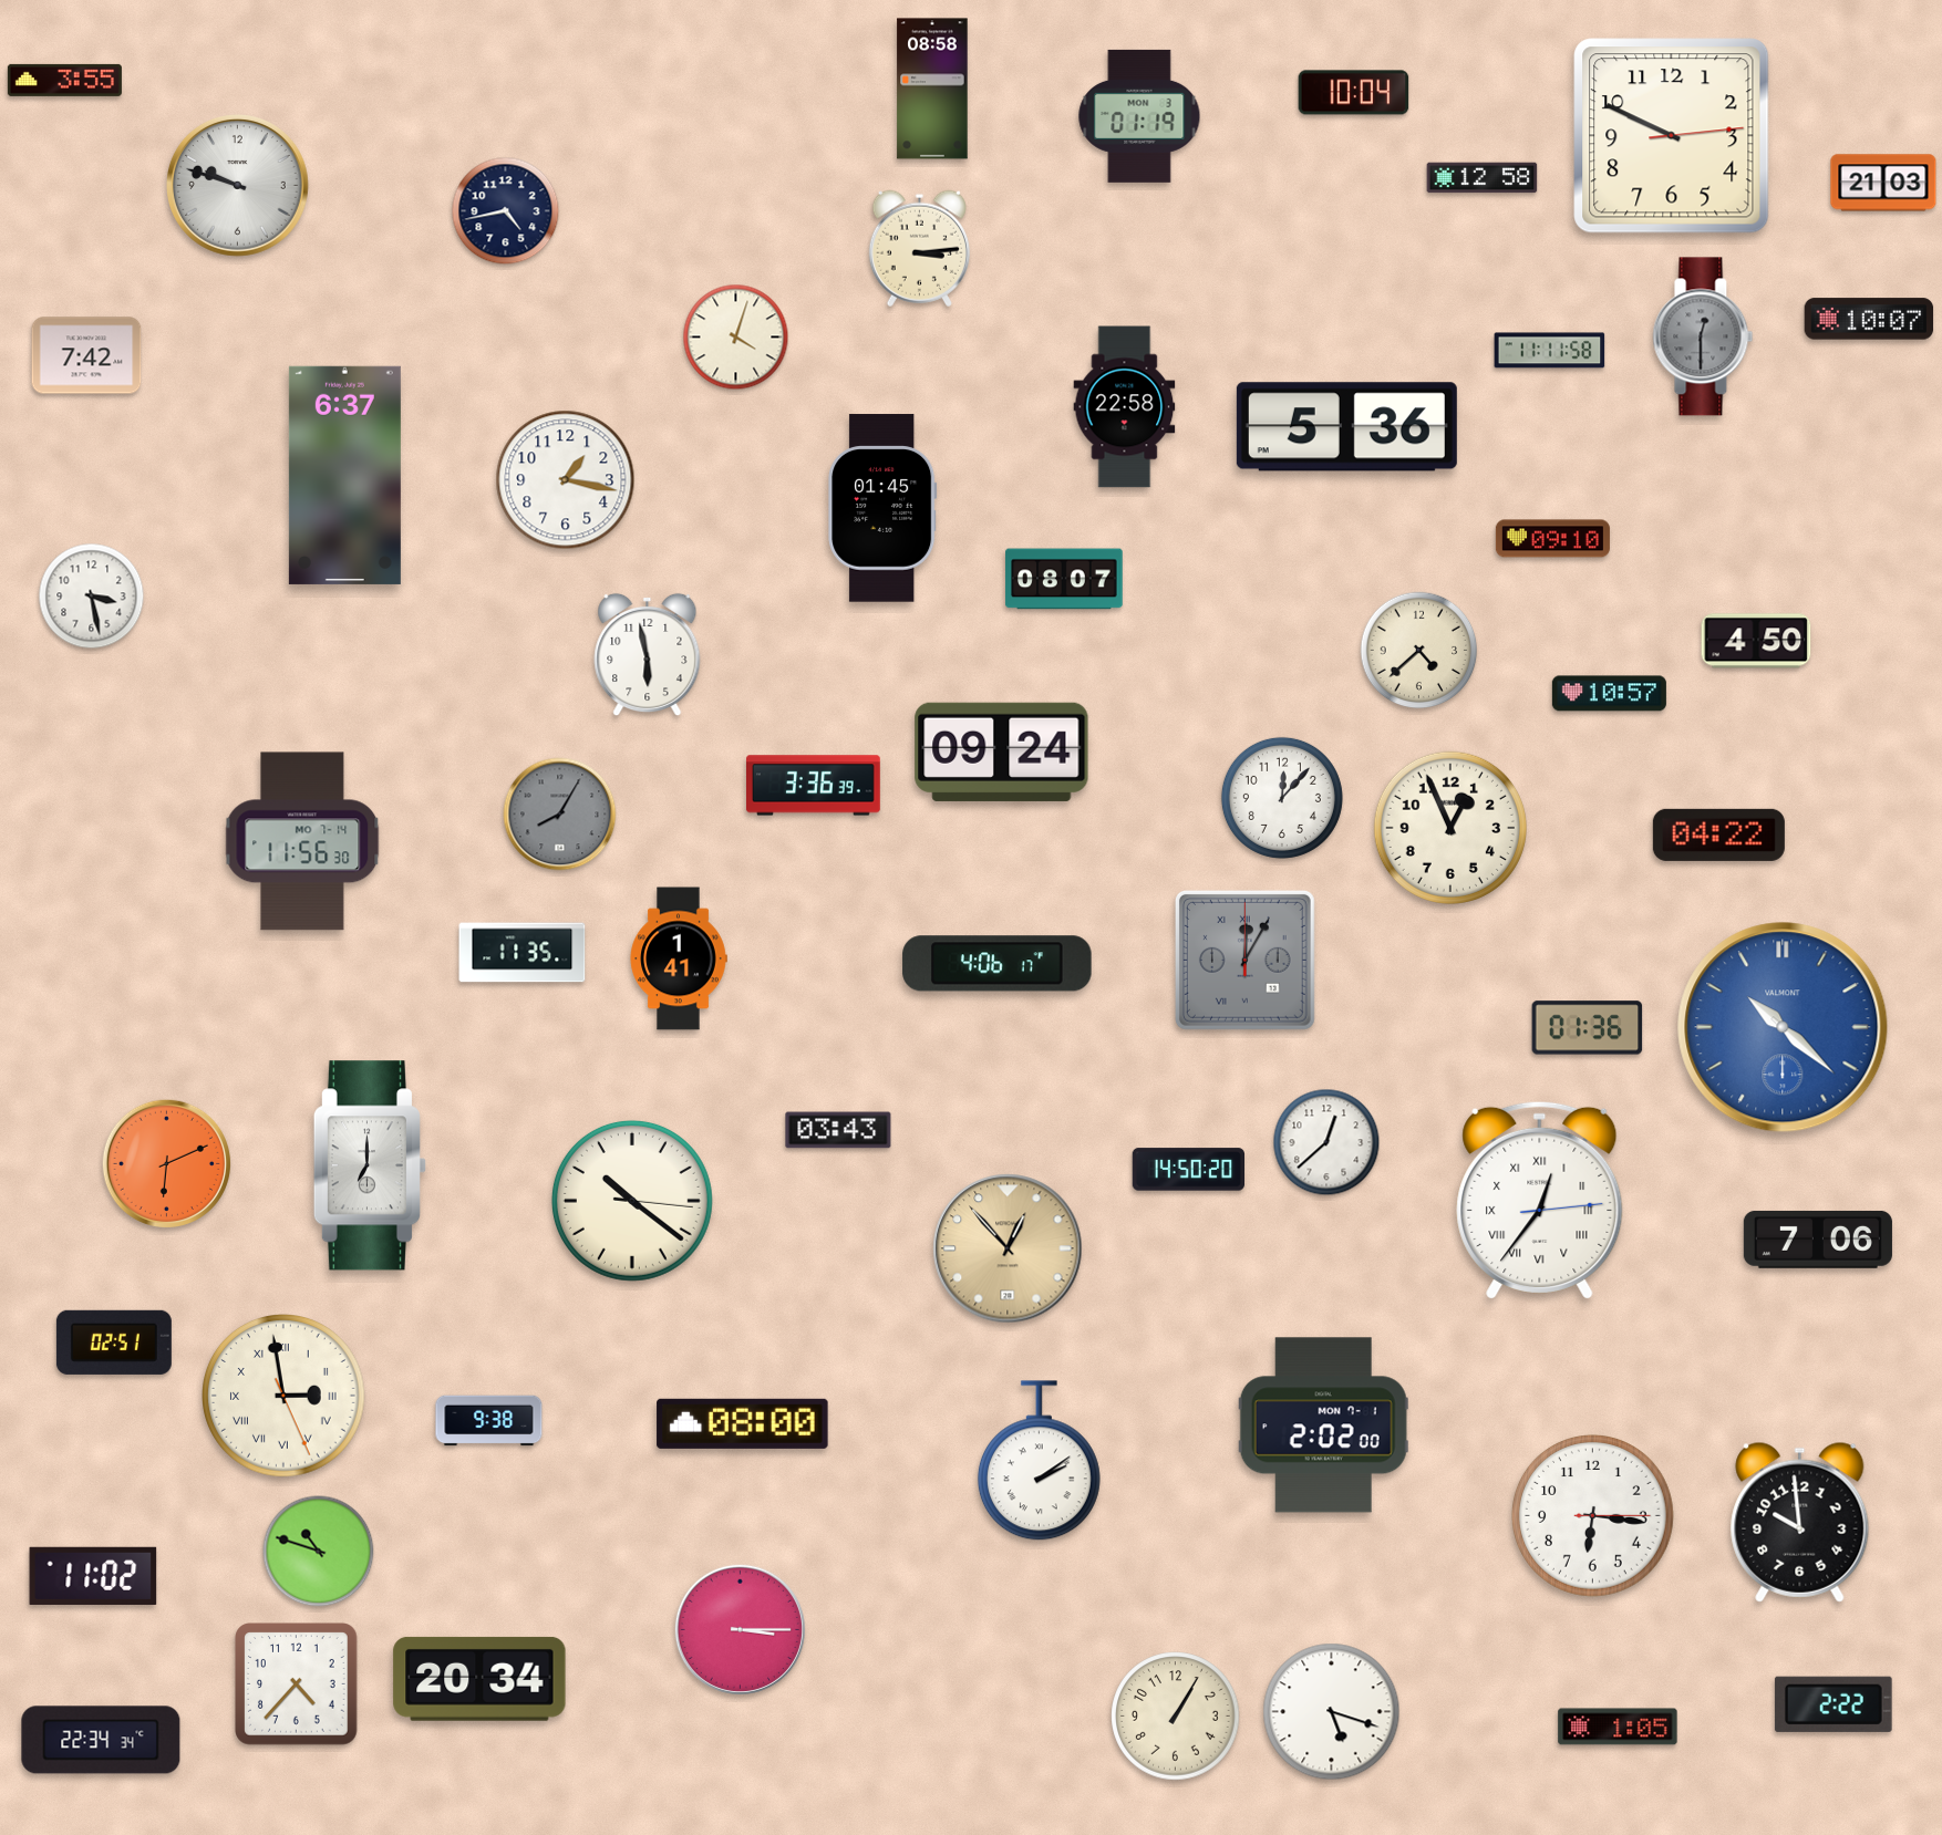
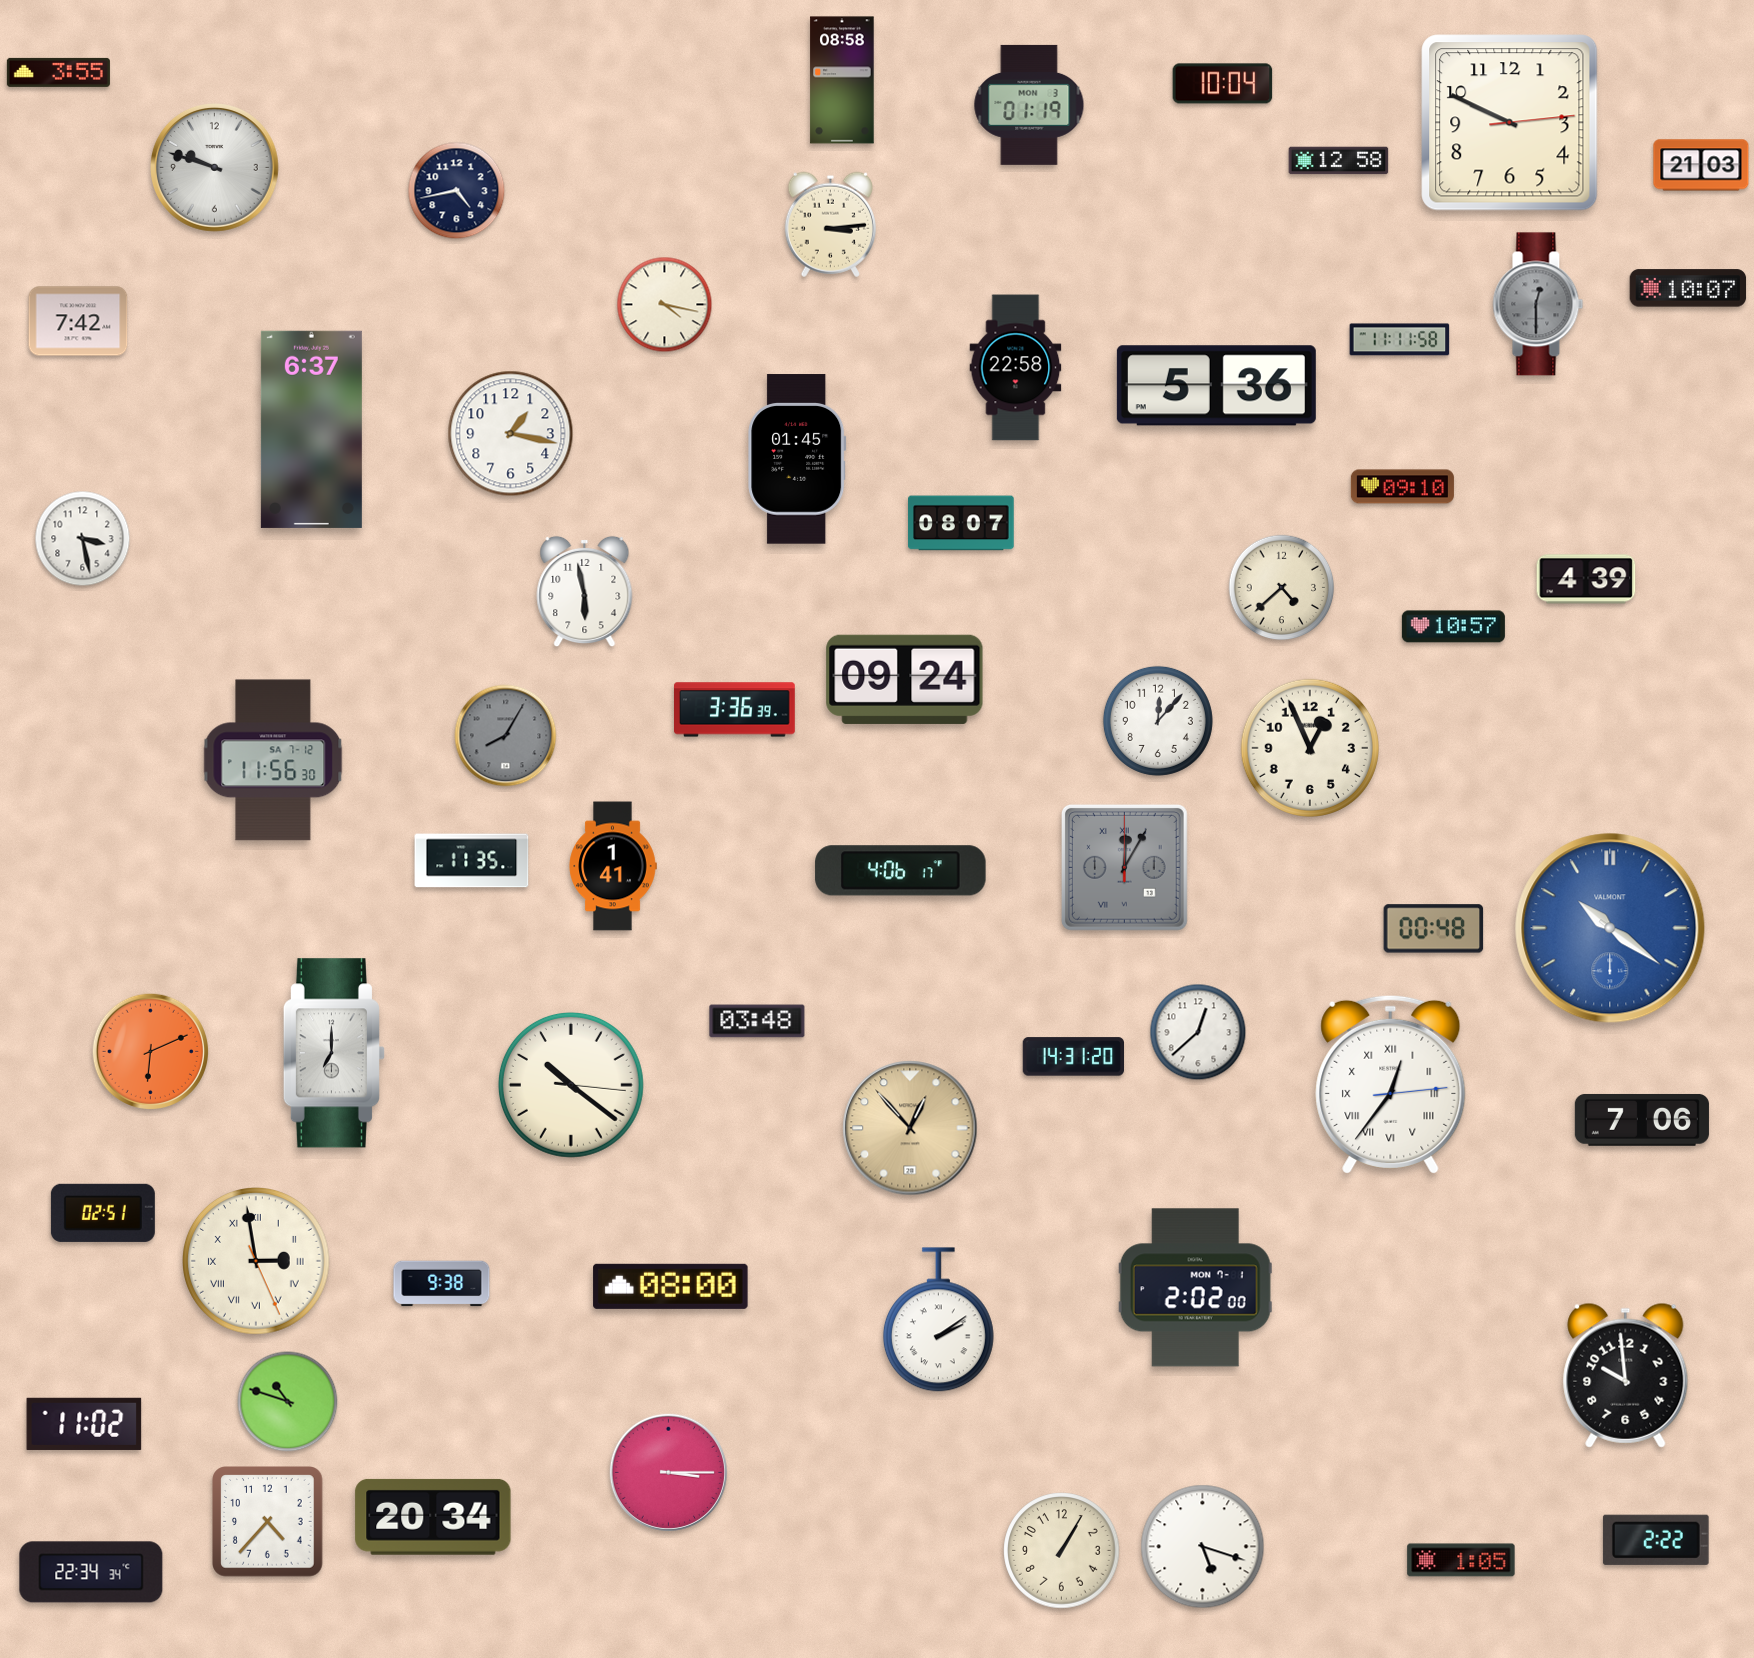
clock at (736, 338): 4:03 -> 4:17
clock at (1550, 351) position: (1550, 351) -> (1400, 340)
clock at (1756, 641): 4:50 -> 4:39
clock at (1718, 834): 04:22 -> none
clock at (302, 841) date: MO 7-14 -> SA 7-12
clock at (1783, 1027): 10:22 -> 10:21
clock at (1588, 1028): 01:36 -> 00:48
clock at (838, 1130): 03:43 -> 03:48
clock at (1188, 1170): 14:50 -> 14:31
clock at (1592, 1515): 6:16 -> none
